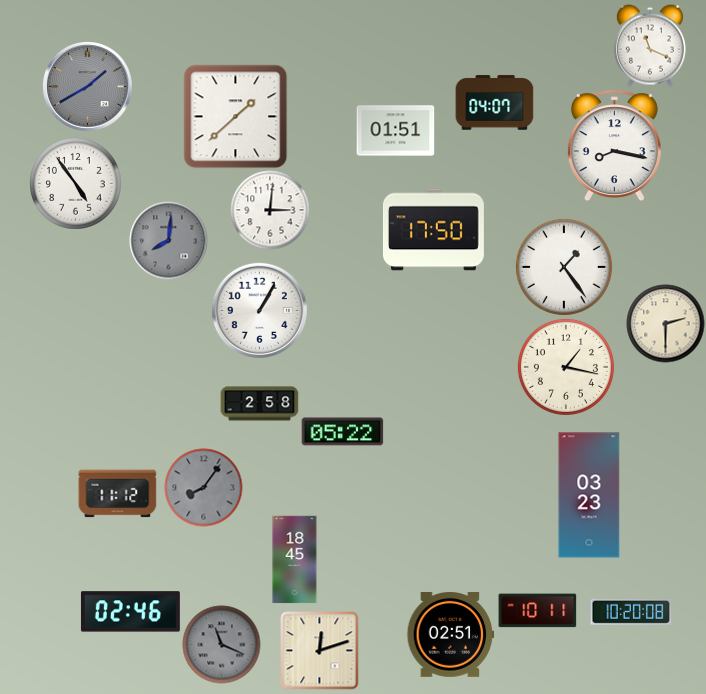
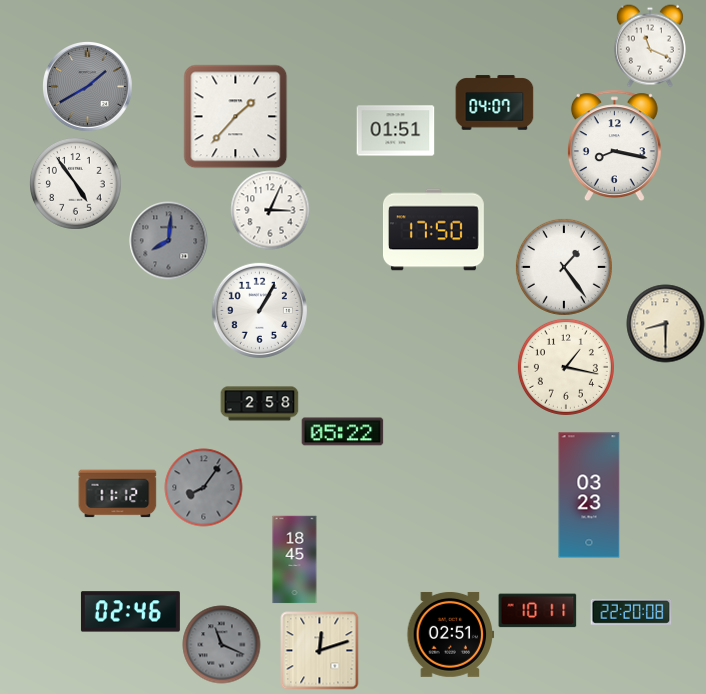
clock at (235, 116): 1:38 -> 1:37
clock at (270, 210): 3:01 -> 3:04
clock at (665, 323): 2:30 -> 8:30
clock at (631, 612): 10:20 -> 22:20
